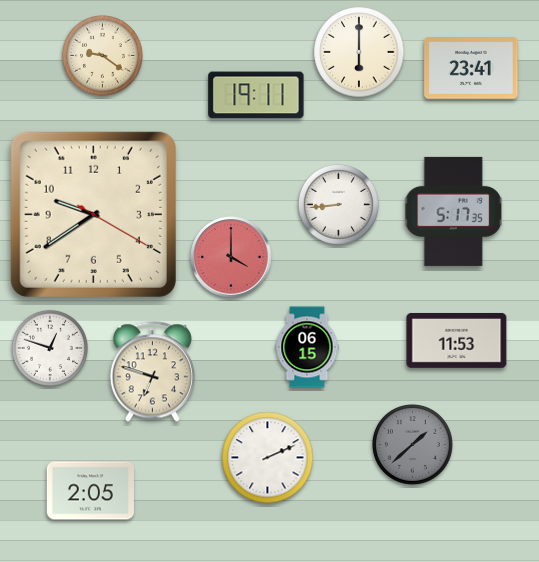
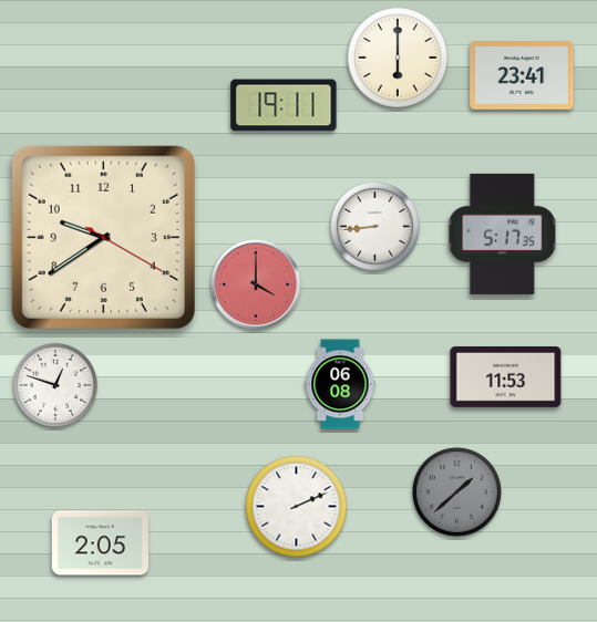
clock at (102, 55): 9:21 -> none
clock at (307, 347): 06:15 -> 06:08
clock at (152, 372): 6:48 -> none
